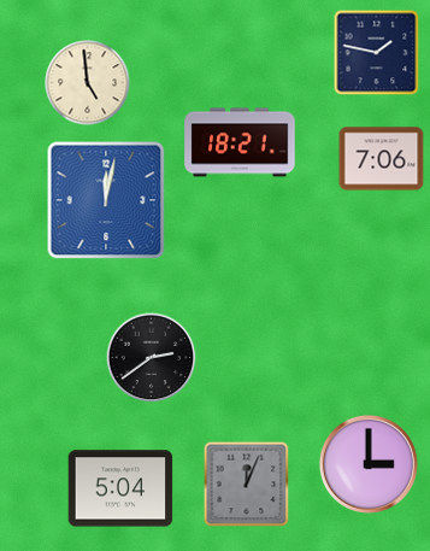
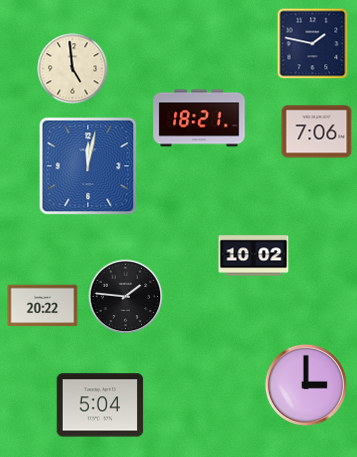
clock at (254, 256): none -> 10:02
clock at (152, 358): 2:39 -> 1:46
clock at (43, 306): none -> 20:22
clock at (247, 485): 12:04 -> none
